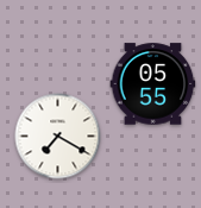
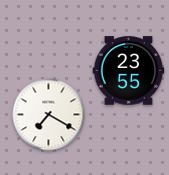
clock at (153, 84): 05:55 -> 23:55
